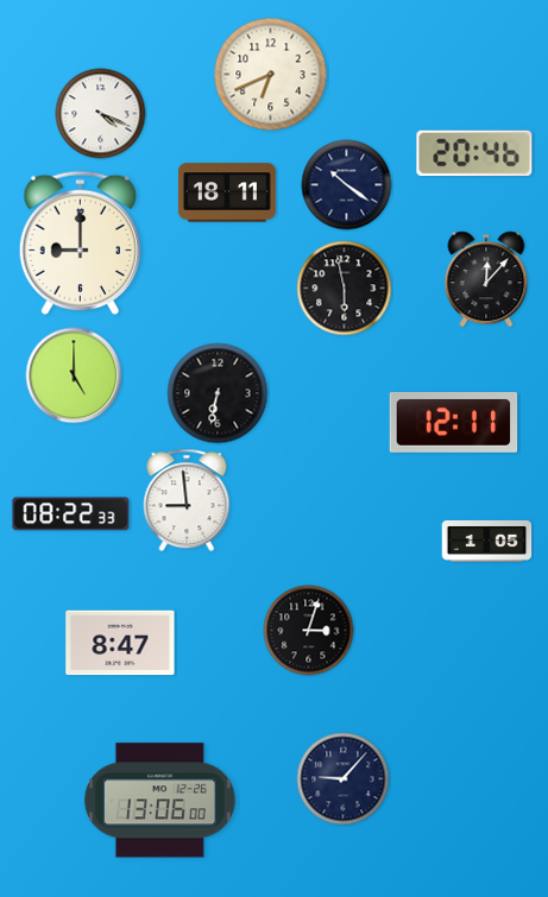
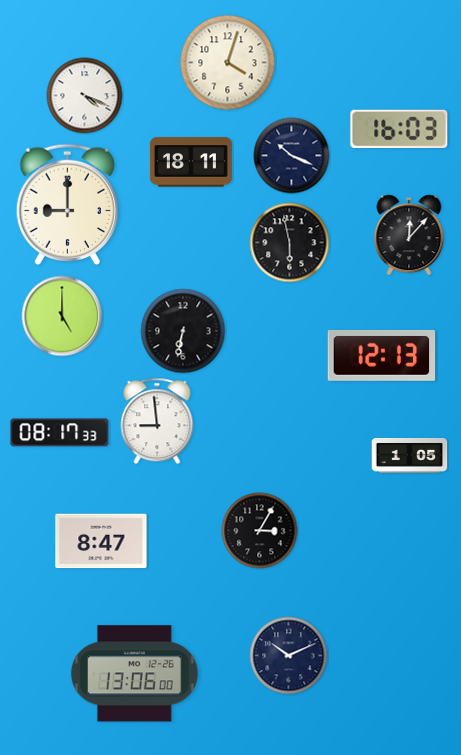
clock at (271, 75): 6:41 -> 4:03
clock at (474, 152): 20:46 -> 16:03
clock at (347, 185): 10:21 -> 10:19
clock at (454, 423): 12:11 -> 12:13
clock at (71, 514): 08:22 -> 08:17
clock at (309, 631): 3:03 -> 3:05
clock at (344, 779): 9:07 -> 10:11
